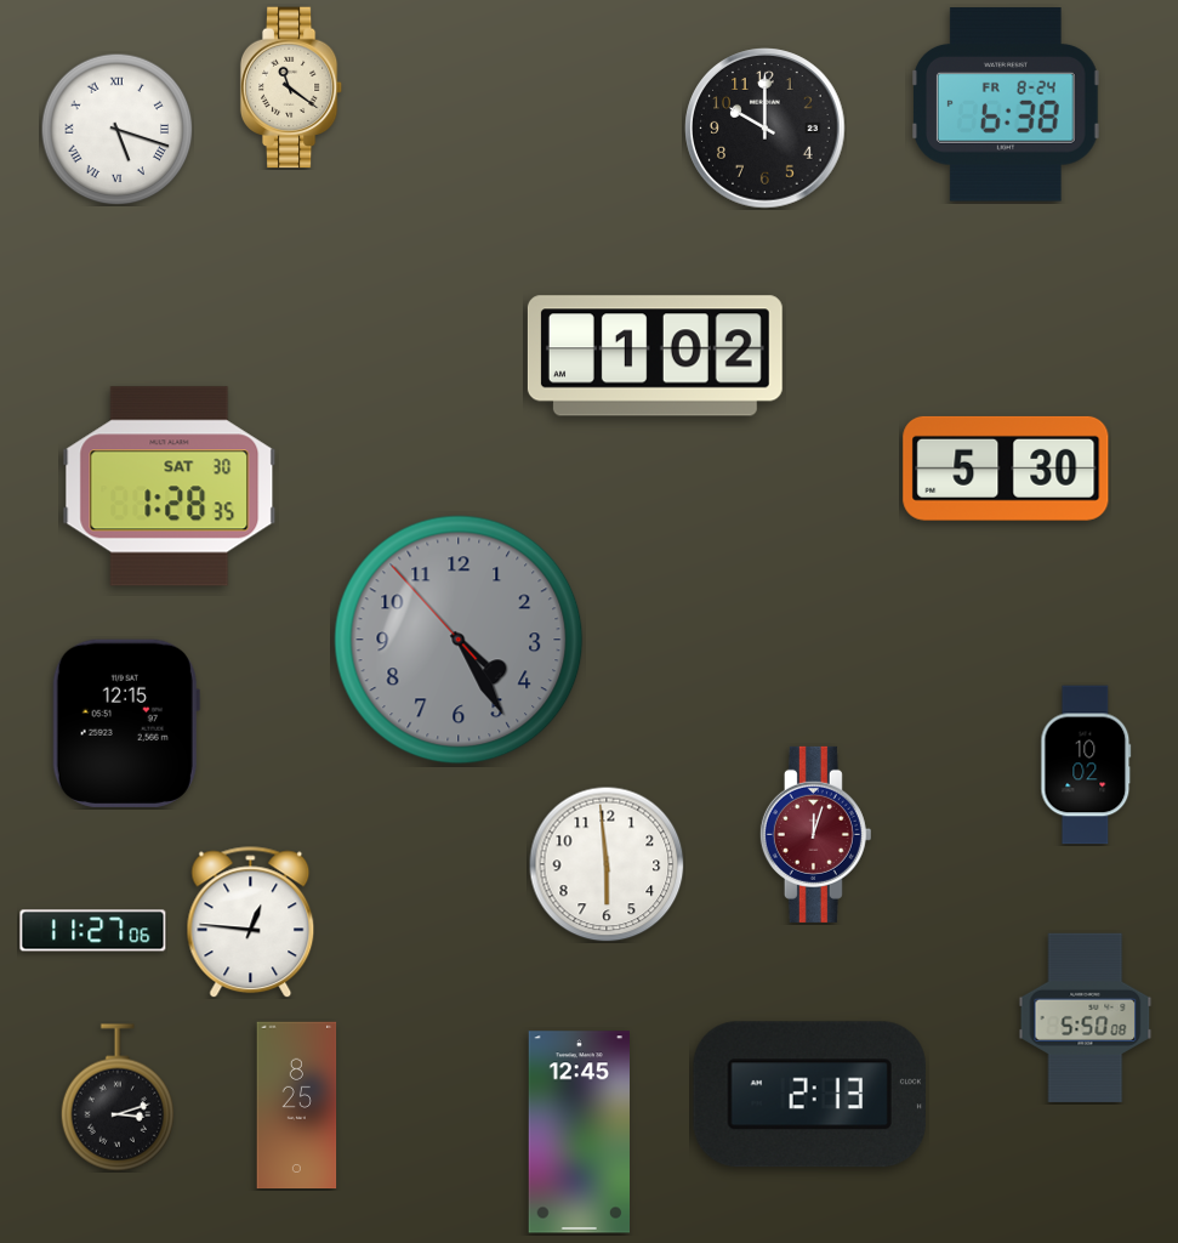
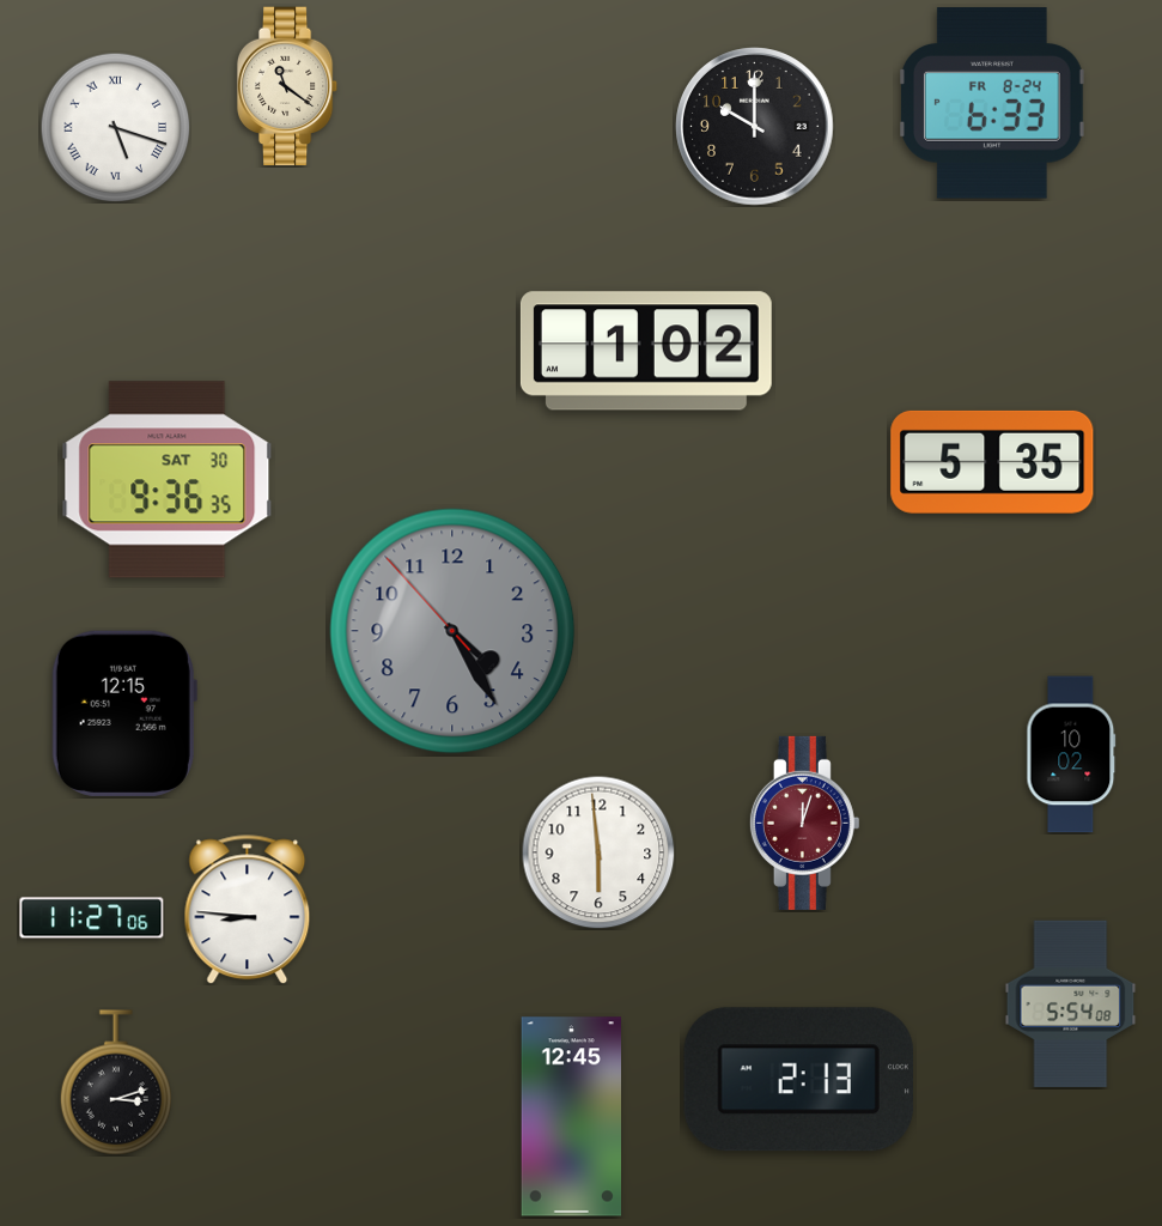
clock at (1007, 104): 6:38 -> 6:33
clock at (1006, 469): 5:30 -> 5:35
clock at (170, 487): 1:28 -> 9:36
clock at (251, 923): 12:46 -> 8:46
clock at (1086, 1017): 5:50 -> 5:54
clock at (297, 1106): 8:25 -> none
